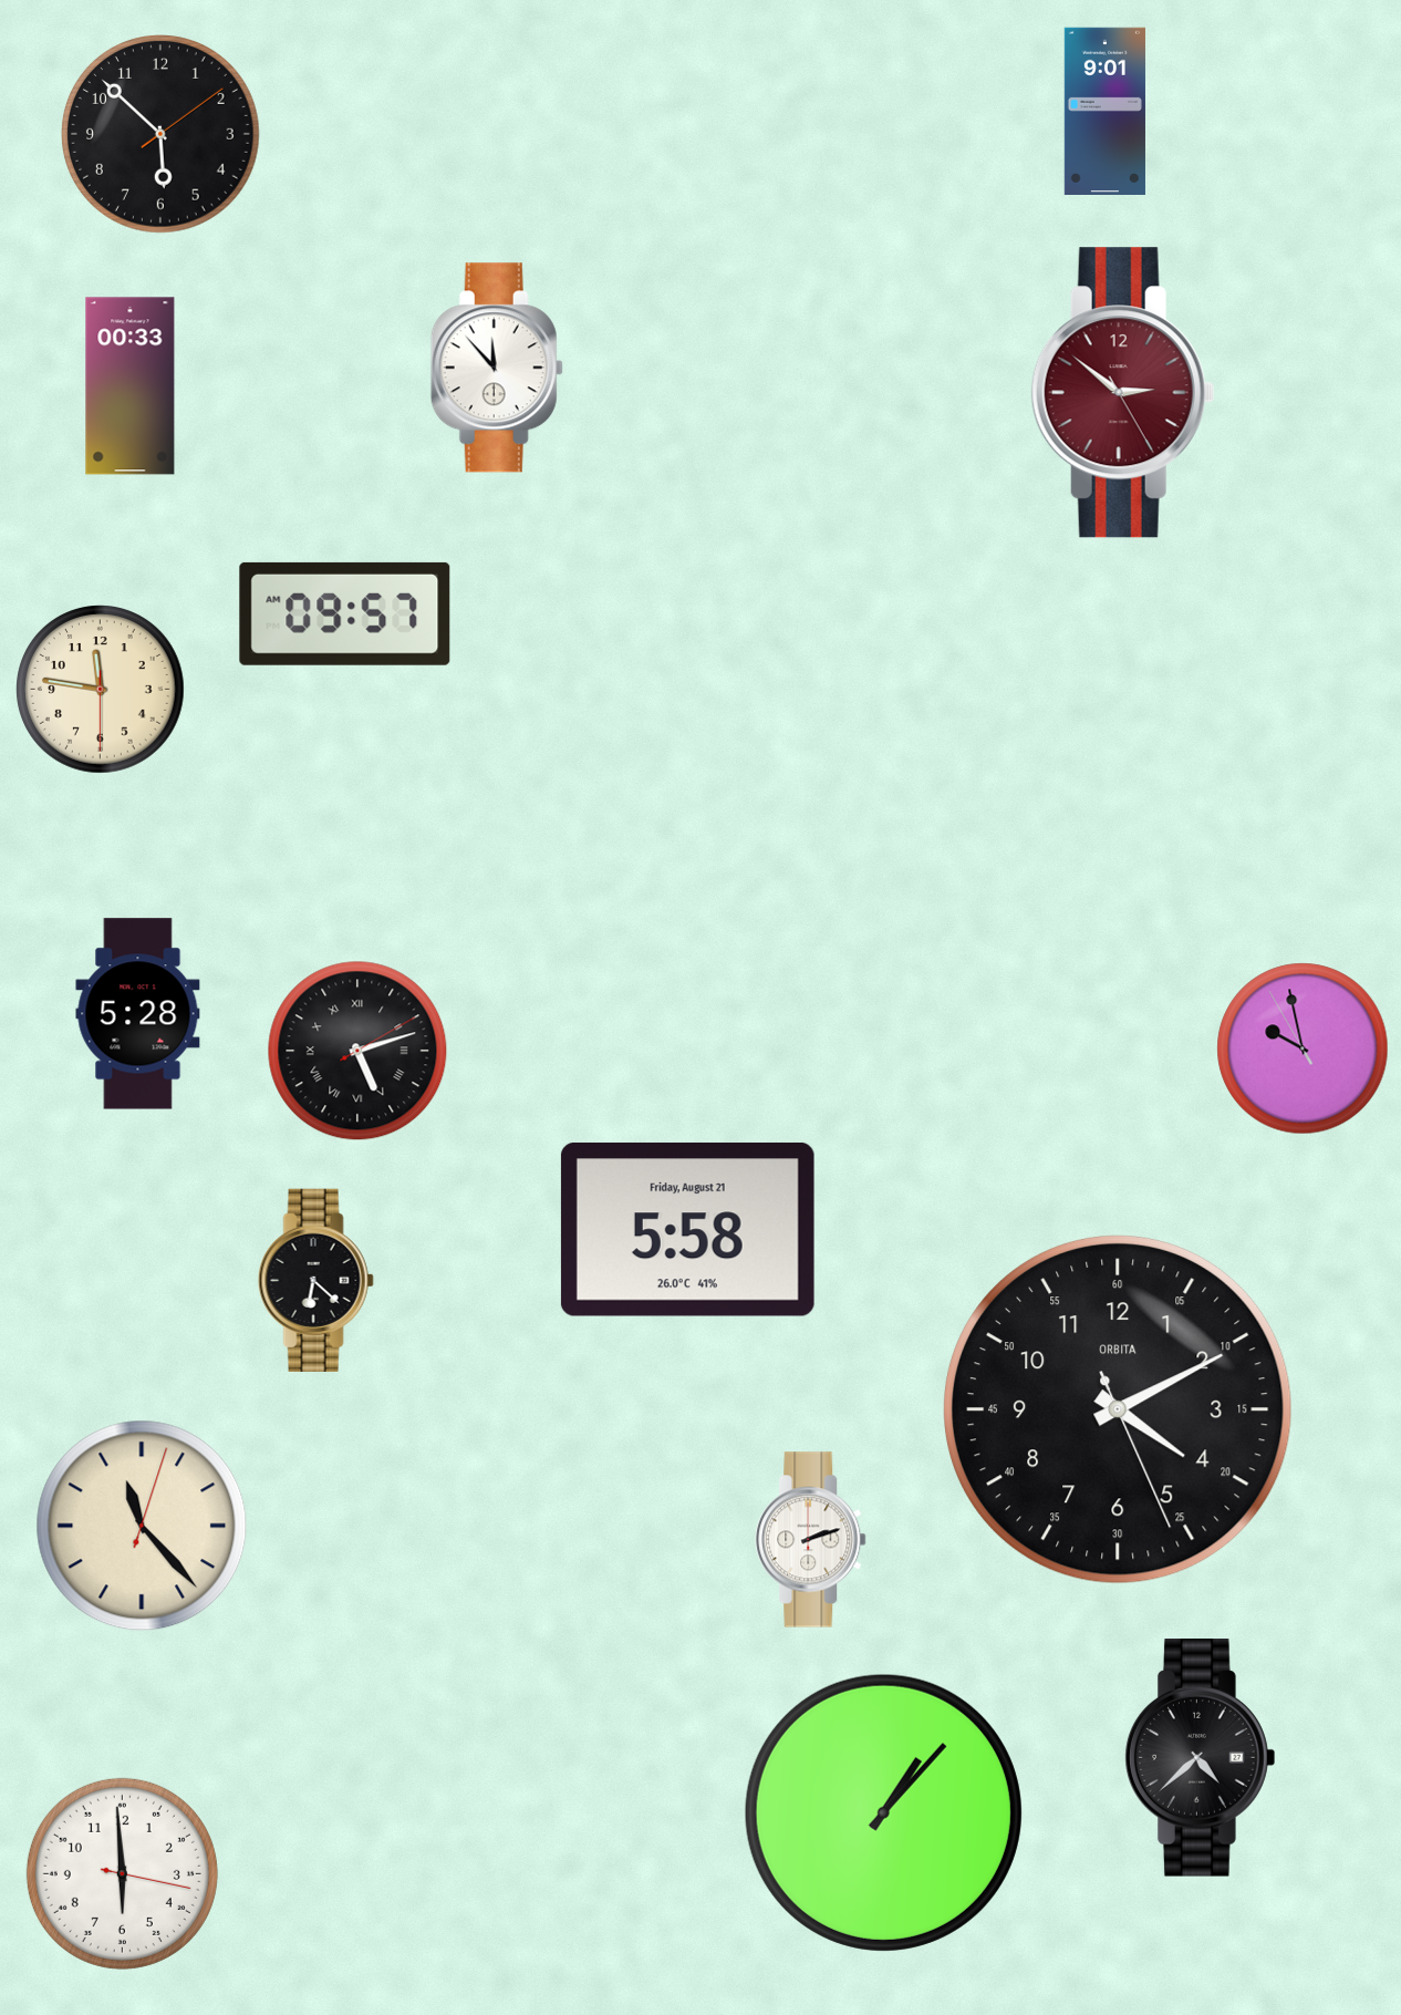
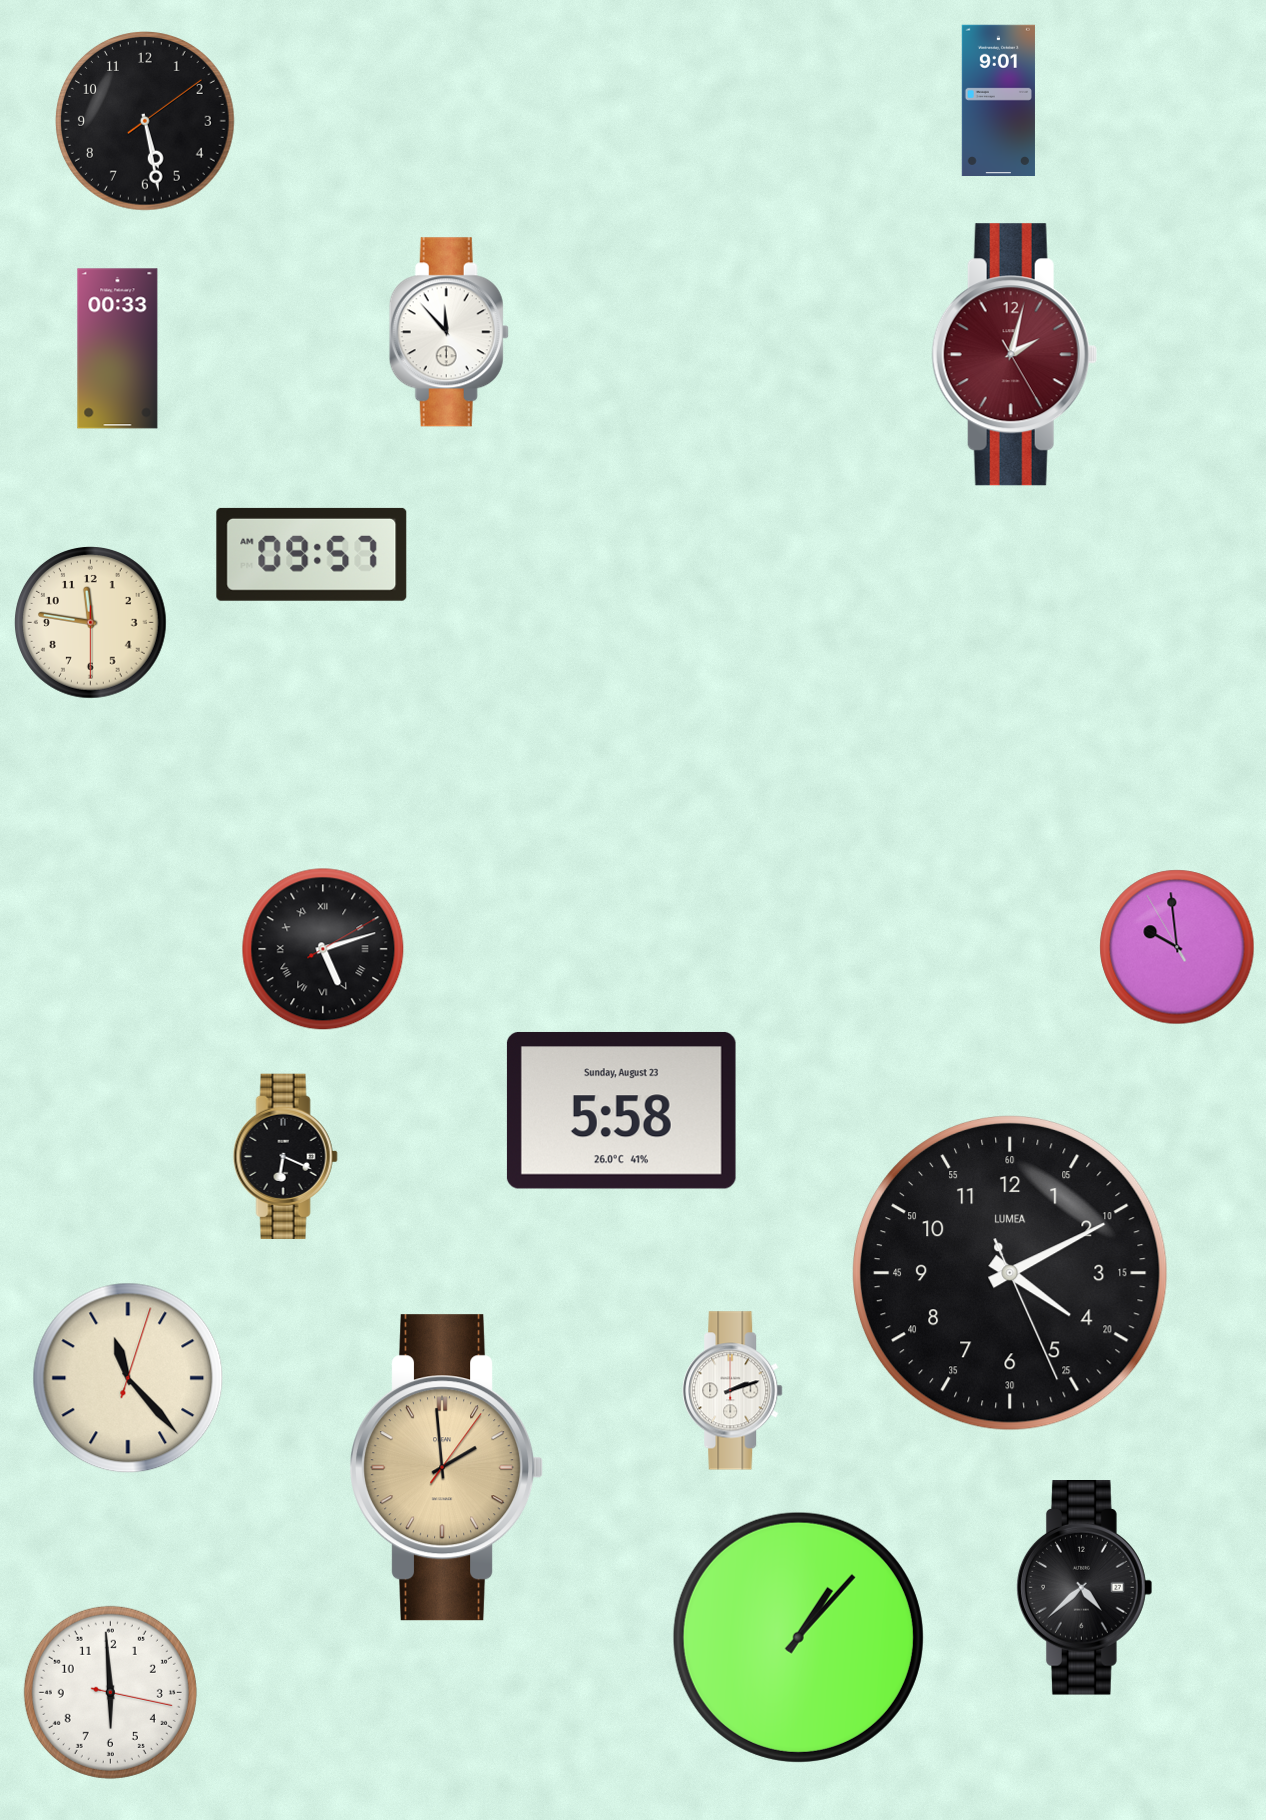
clock at (162, 135): 5:52 -> 5:28
clock at (1122, 393): 2:51 -> 2:02
clock at (138, 1014): 5:28 -> none
clock at (1303, 1048): 9:57 -> 9:58
clock at (687, 1229) date: Friday, August 21 -> Sunday, August 23
clock at (315, 1280): 6:22 -> 6:19
clock at (1118, 1409) brand: ORBITA -> LUMEA
clock at (447, 1468): none -> 1:59
